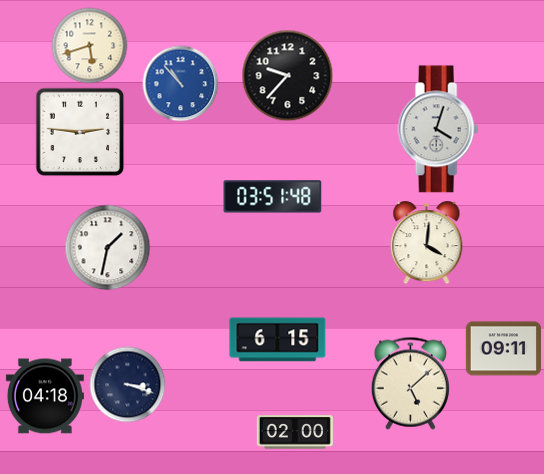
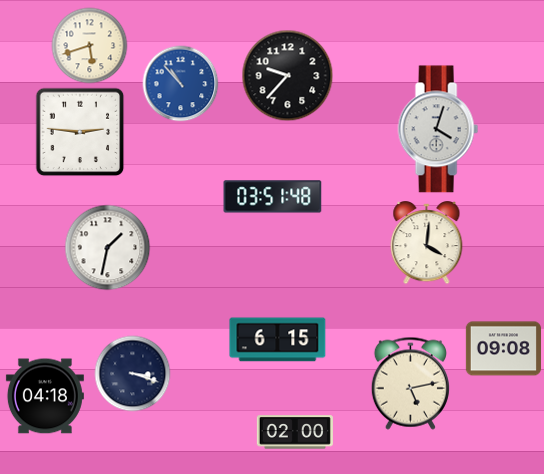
clock at (503, 349): 09:11 -> 09:08
clock at (410, 383): 5:08 -> 5:13
clock at (128, 385) position: (128, 385) -> (133, 374)
